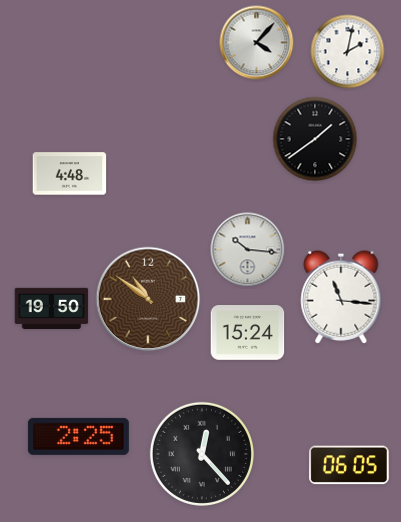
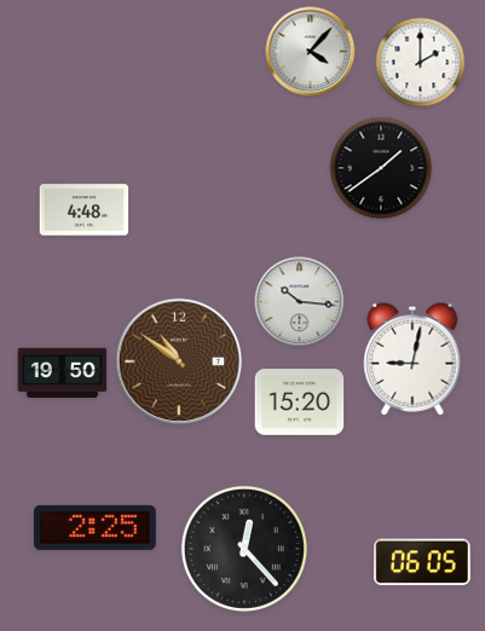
clock at (348, 52): 2:02 -> 2:00
clock at (341, 297): 11:16 -> 9:02
clock at (248, 333): 15:24 -> 15:20
